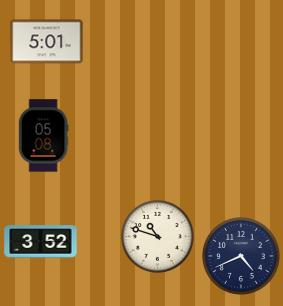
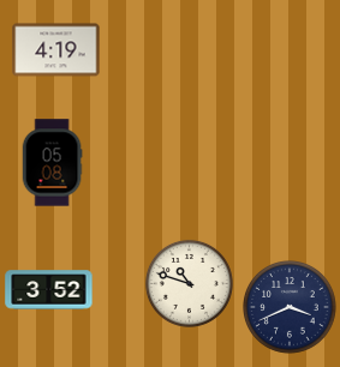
clock at (47, 42): 5:01 -> 4:19
clock at (242, 257): 4:41 -> 3:41
